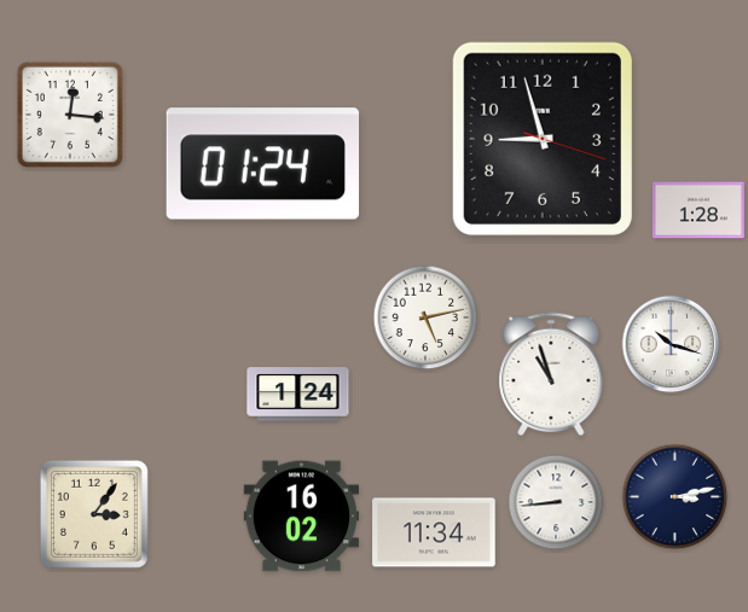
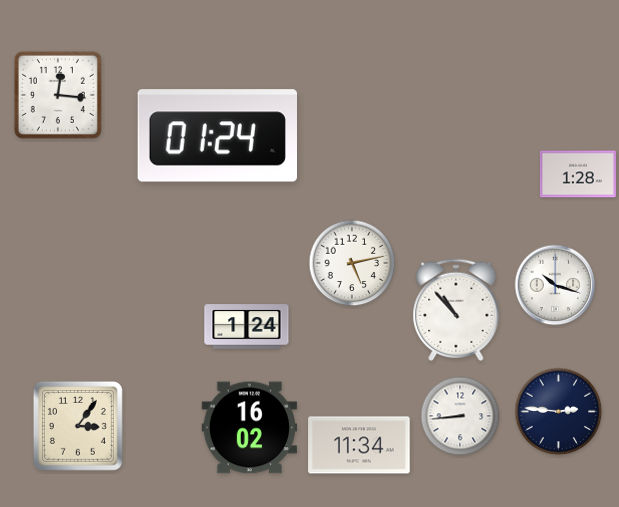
clock at (543, 139): 8:57 -> none
clock at (551, 374): 10:57 -> 10:53
clock at (675, 497): 3:13 -> 2:46
clock at (434, 532) position: (434, 532) -> (359, 445)
